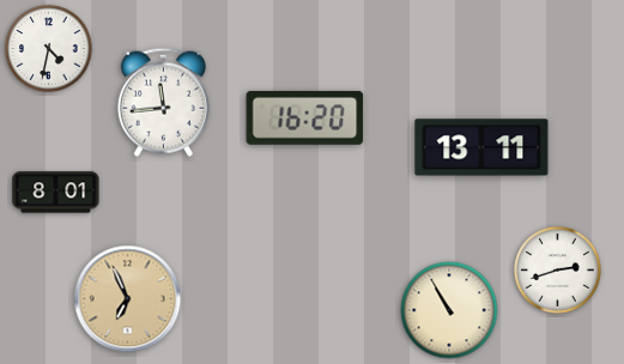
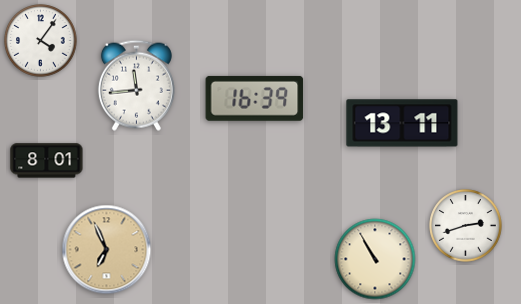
clock at (49, 49): 4:32 -> 4:06
clock at (305, 117): 16:20 -> 16:39
